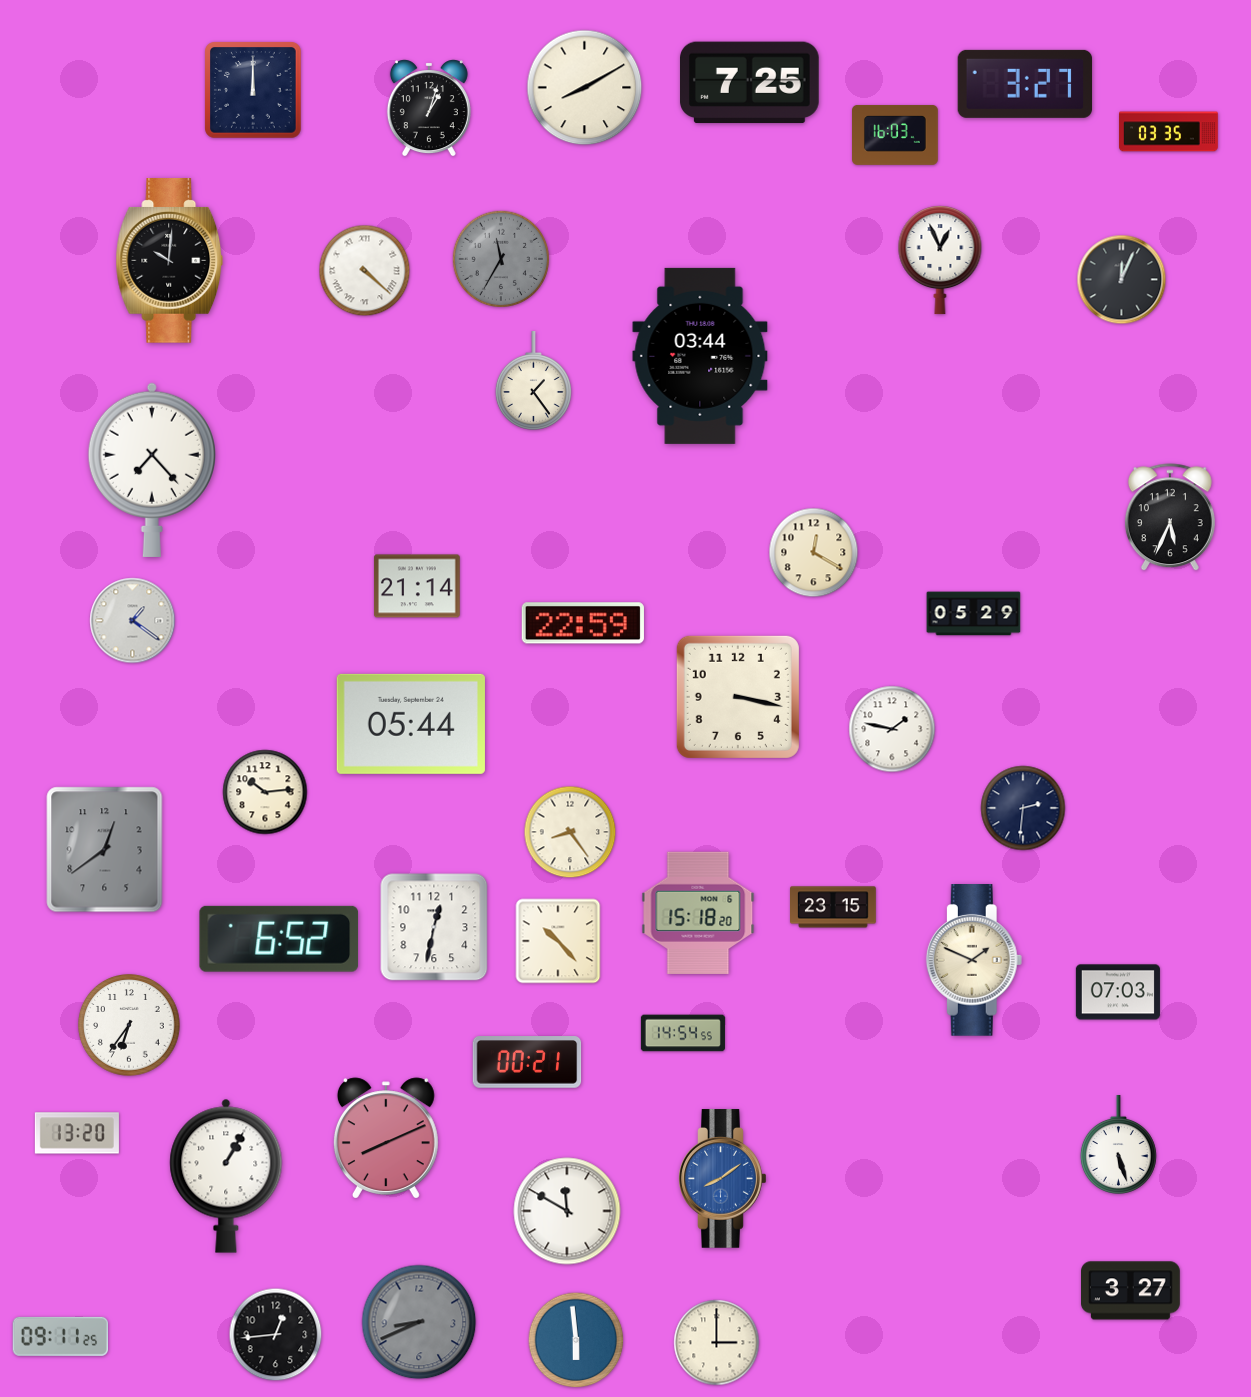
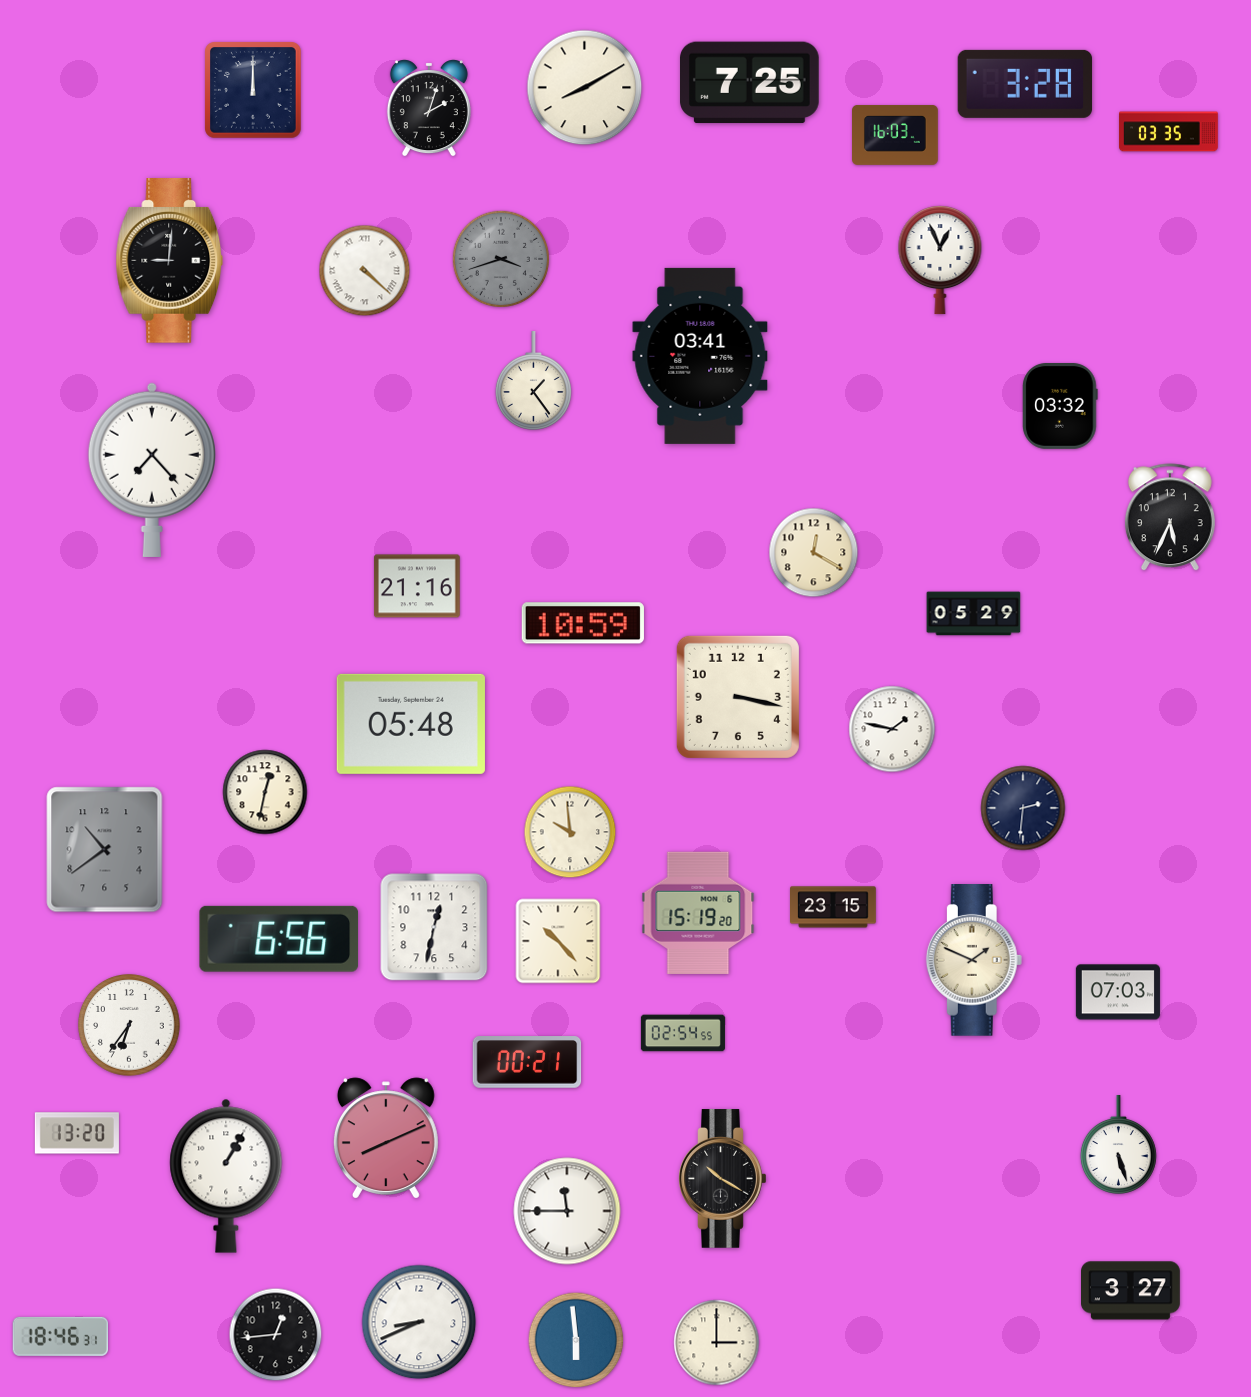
clock at (1025, 84): 3:27 -> 3:28
clock at (429, 108): 1:03 -> 2:03
clock at (500, 258): 11:35 -> 3:42
clock at (170, 261): 10:01 -> 9:01
clock at (1122, 280): 12:04 -> none
clock at (700, 356): 03:44 -> 03:41
clock at (1060, 407): none -> 03:32
clock at (417, 586): 21:14 -> 21:16
clock at (133, 621): 1:21 -> none
clock at (583, 623): 22:59 -> 10:59
clock at (411, 724): 05:44 -> 05:48
clock at (265, 792): 10:14 -> 12:32
clock at (570, 832): 8:24 -> 9:59
clock at (105, 850): 12:39 -> 10:39
clock at (698, 913): 15:18 -> 15:19
clock at (279, 939): 6:52 -> 6:56
clock at (683, 1033): 14:54 -> 02:54
clock at (723, 1179): 8:09 -> 10:20
clock at (723, 1179) dial: blue -> black
clock at (567, 1211): 11:50 -> 11:45
clock at (419, 1322) dial: grey -> white
clock at (61, 1336): 09:11 -> 18:46
